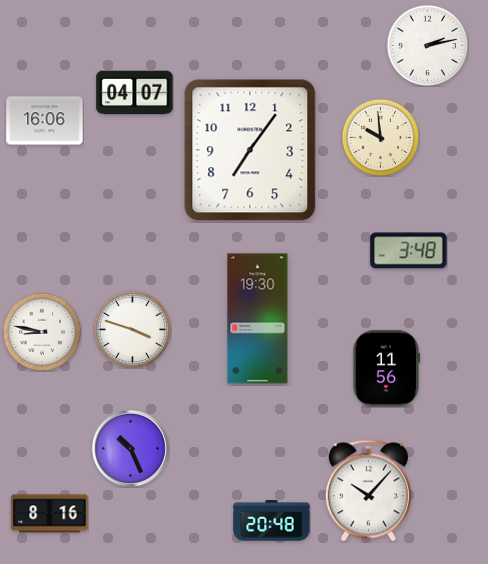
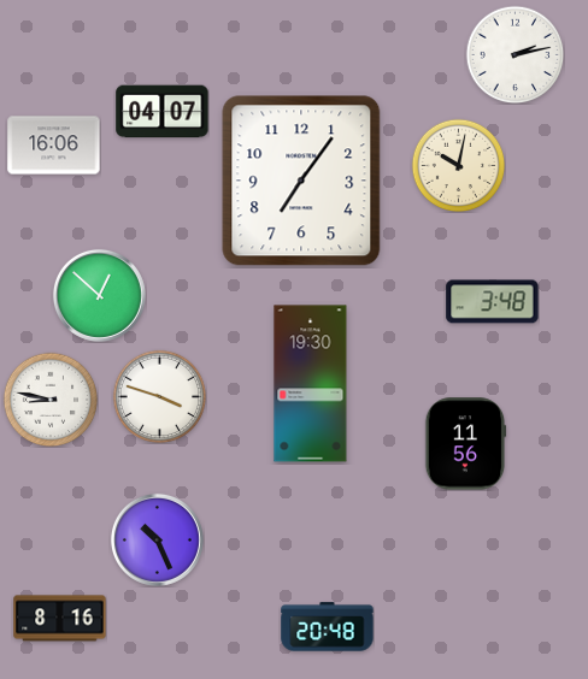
clock at (380, 137): 9:59 -> 10:02
clock at (99, 295): none -> 12:52
clock at (368, 491): 10:07 -> none
